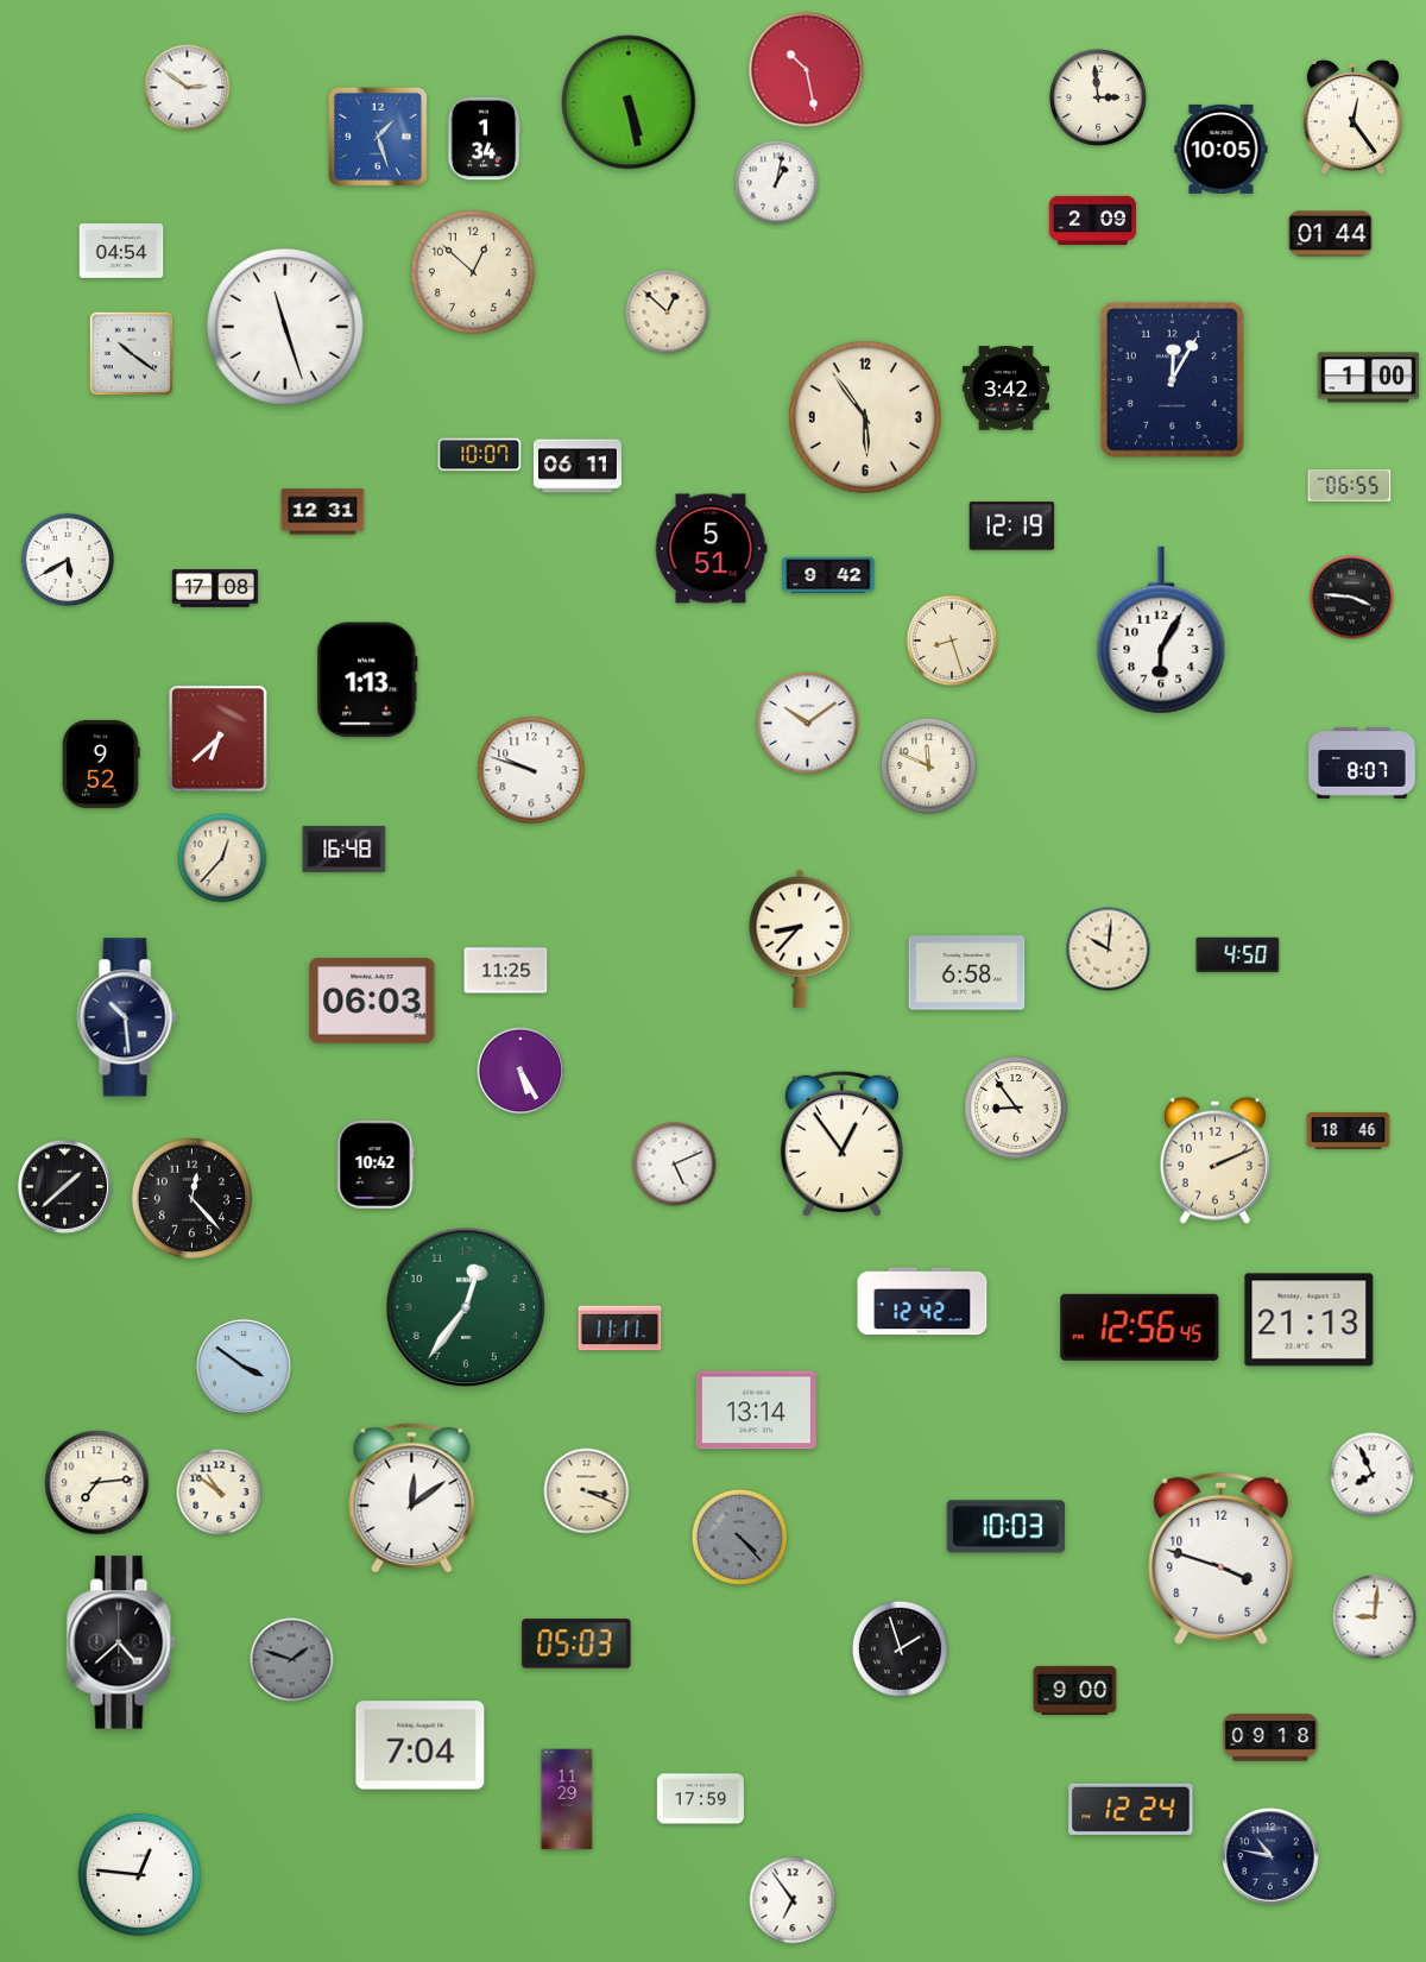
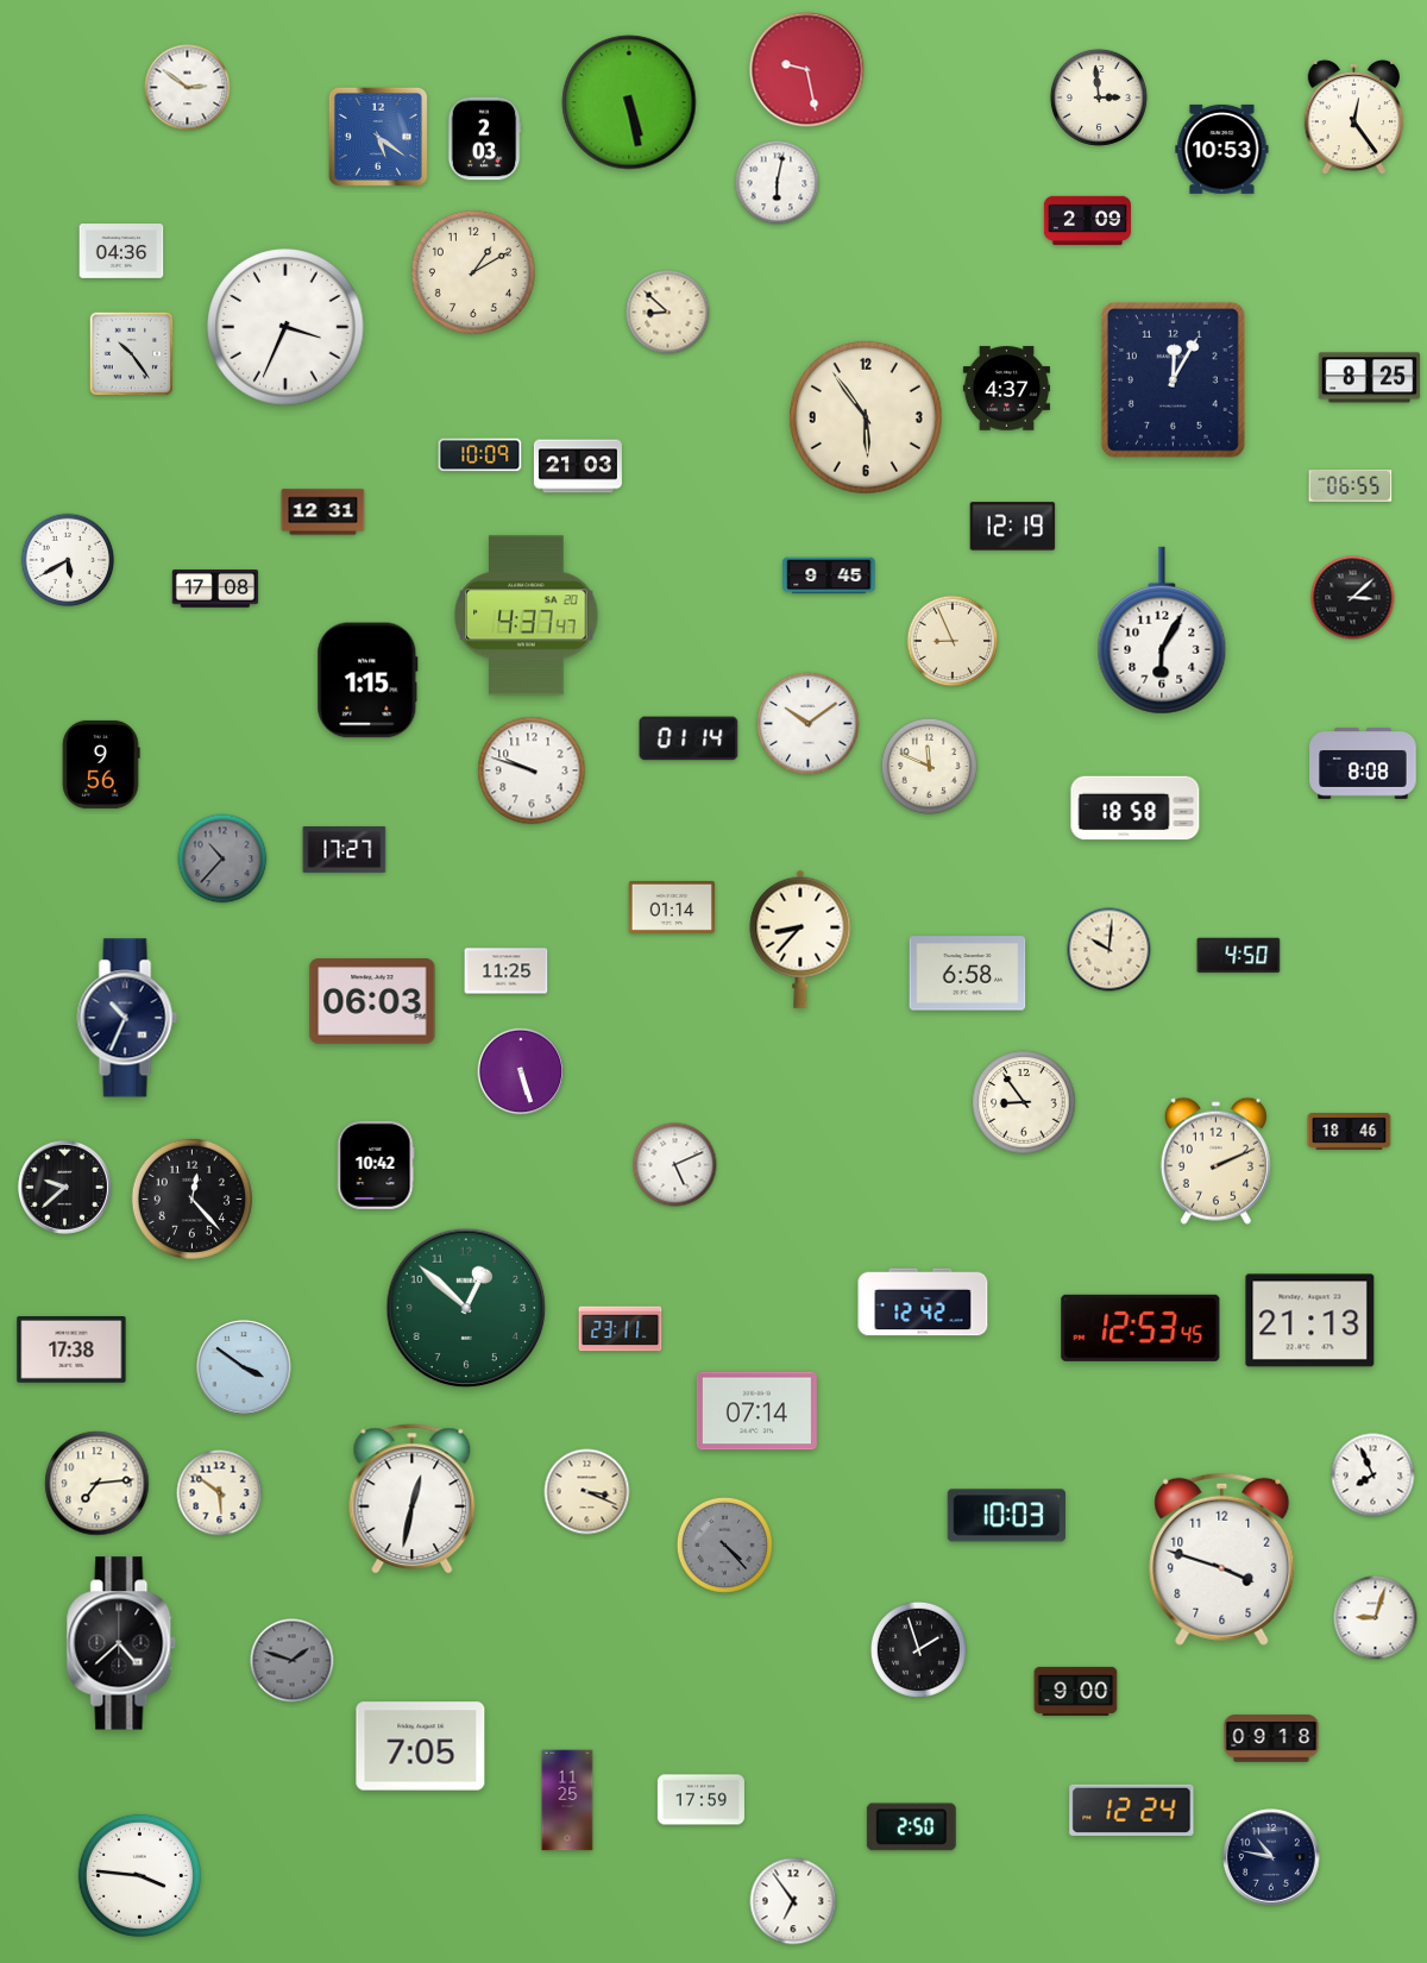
clock at (807, 70): 10:28 -> 9:28
clock at (378, 137): 1:27 -> 5:21
clock at (484, 139): 1:34 -> 2:03
clock at (1222, 149): 10:05 -> 10:53
clock at (777, 183): 1:02 -> 6:02
clock at (1092, 221) position: (1092, 221) -> (1087, 221)
clock at (1331, 234): 01:44 -> none
clock at (121, 251): 04:54 -> 04:36
clock at (473, 272): 12:52 -> 1:10
clock at (668, 313): 12:52 -> 8:52
clock at (285, 327): 11:27 -> 3:34
clock at (132, 354): 10:21 -> 10:24
clock at (1369, 378): 1:00 -> 8:25
clock at (1005, 389): 3:42 -> 4:37
clock at (480, 455): 10:07 -> 10:09
clock at (578, 466): 06:11 -> 21:03
clock at (711, 549): 5:51 -> none
clock at (828, 575): 9:42 -> 9:45
clock at (1352, 598): 3:46 -> 3:08
clock at (527, 616): none -> 4:37
clock at (952, 641): 8:27 -> 8:56
clock at (367, 680): 1:13 -> 1:15
clock at (689, 738): none -> 01:14
clock at (219, 739): 6:38 -> none
clock at (1362, 763): 8:07 -> 8:08
clock at (101, 764): 9:52 -> 9:56
clock at (1136, 809): none -> 18:58
clock at (345, 850): 16:48 -> 17:27
clock at (222, 858): 12:37 -> 10:37
clock at (222, 858) dial: cream -> grey
clock at (672, 907): none -> 01:14
clock at (127, 1017): 10:29 -> 10:34
clock at (520, 1071): 5:25 -> 5:27
clock at (1016, 1108) position: (1016, 1108) -> (1024, 1102)
clock at (841, 1143): 12:54 -> none
clock at (64, 1186): 1:38 -> 9:38
clock at (466, 1307): 12:36 -> 12:52
clock at (1140, 1327): 12:56 -> 12:53
clock at (620, 1329): 11:11 -> 23:11
clock at (71, 1351): none -> 17:38
clock at (756, 1411): 13:14 -> 07:14
clock at (220, 1493): 10:51 -> 5:51
clock at (412, 1499): 12:09 -> 12:32
clock at (1005, 1527) position: (1005, 1527) -> (1006, 1516)
clock at (739, 1537) position: (739, 1537) -> (724, 1544)
clock at (1375, 1617): 9:01 -> 9:03
clock at (576, 1644): 05:03 -> none
clock at (900, 1648) position: (900, 1648) -> (918, 1649)
clock at (421, 1746): 7:04 -> 7:05
clock at (567, 1799): 11:29 -> 11:25
clock at (911, 1827): none -> 2:50
clock at (139, 1874): 12:46 -> 3:46
